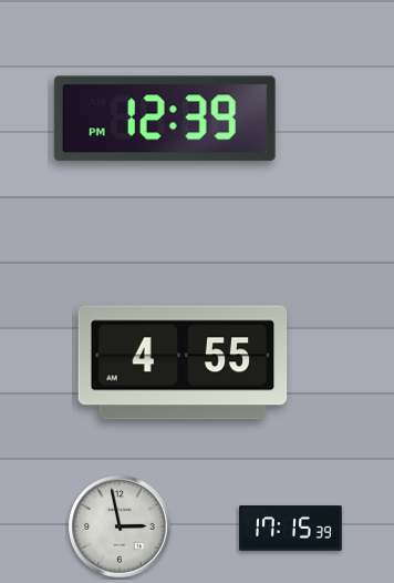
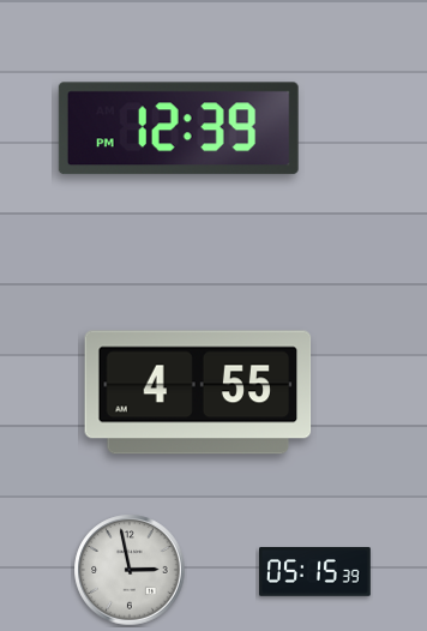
clock at (291, 529): 17:15 -> 05:15
